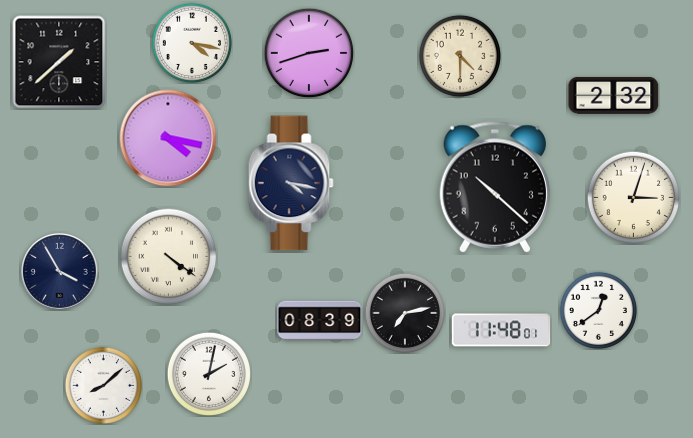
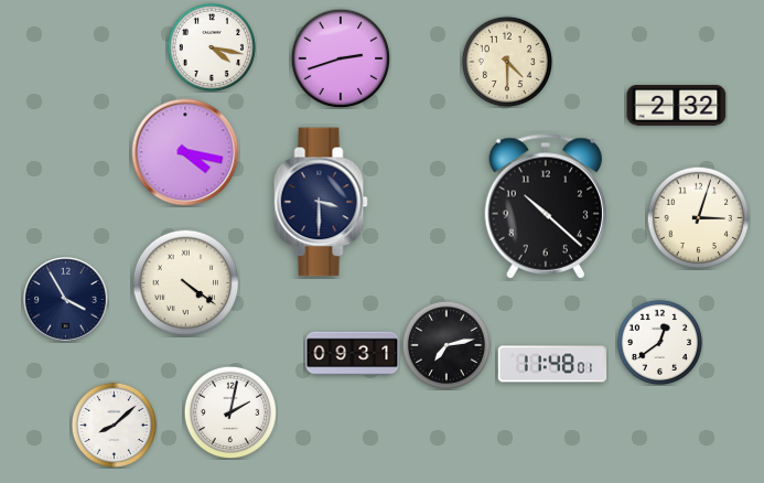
clock at (59, 62): 1:38 -> none
clock at (291, 183): 4:17 -> 3:30
clock at (320, 321): 08:39 -> 09:31
